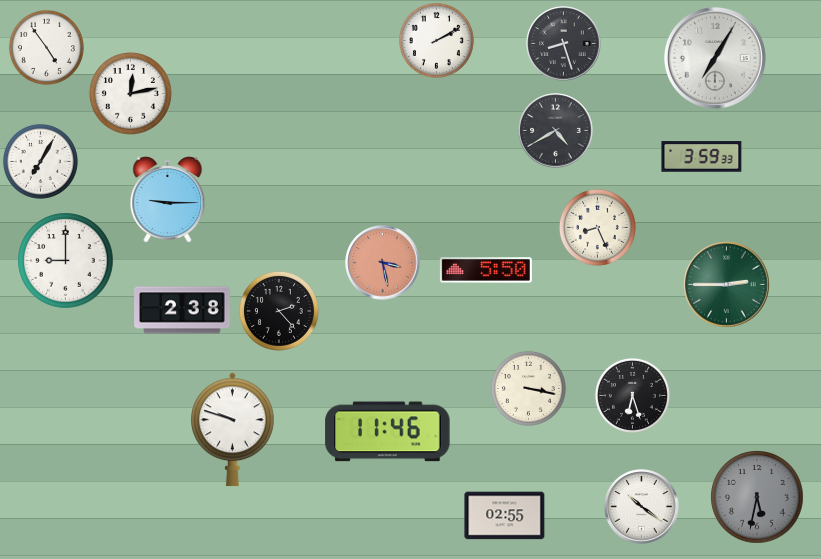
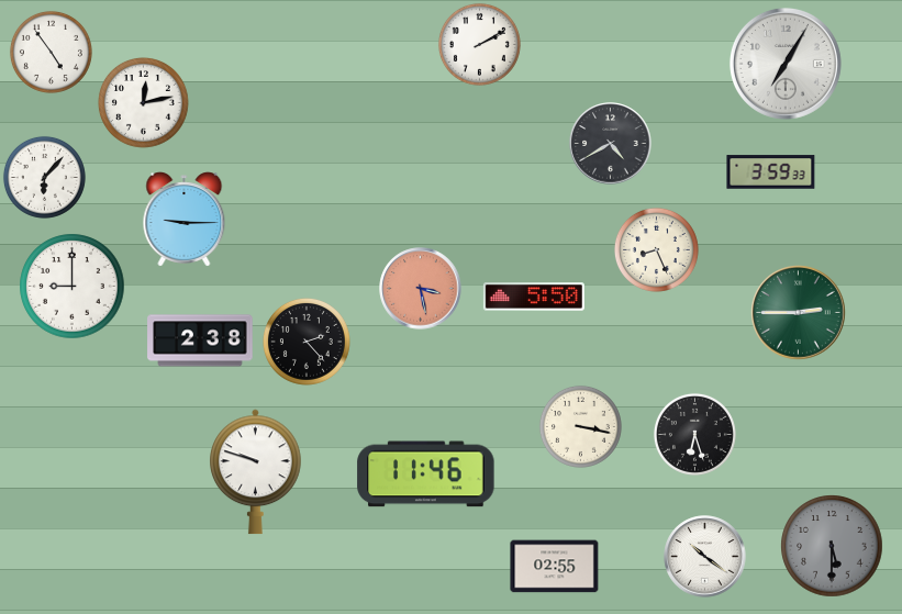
clock at (564, 44): 8:27 -> none
clock at (40, 161): 7:05 -> 6:07
clock at (757, 497): 5:32 -> 5:30
